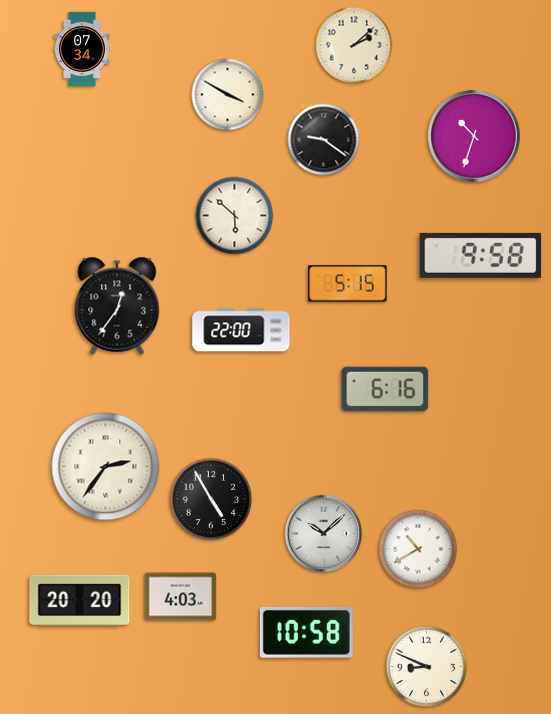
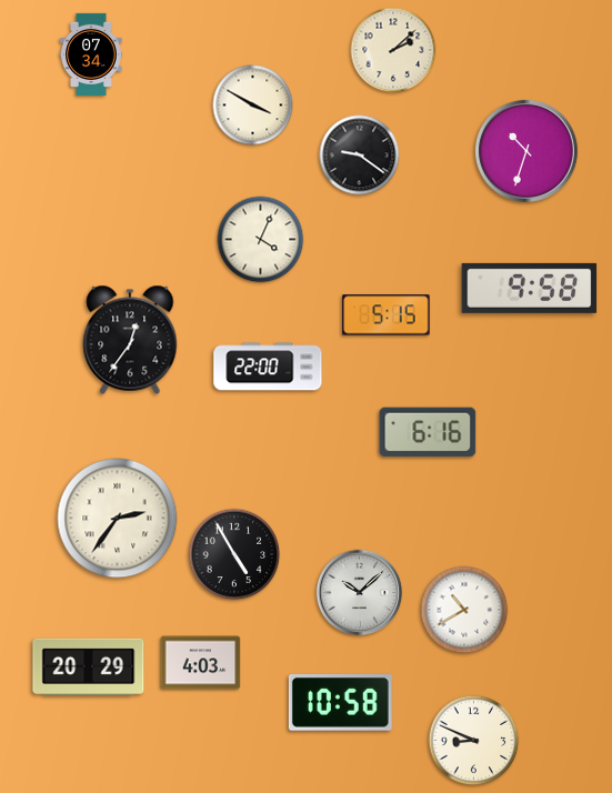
clock at (235, 216): 5:52 -> 4:04
clock at (481, 255) position: (481, 255) -> (530, 288)
clock at (80, 601): 20:20 -> 20:29
